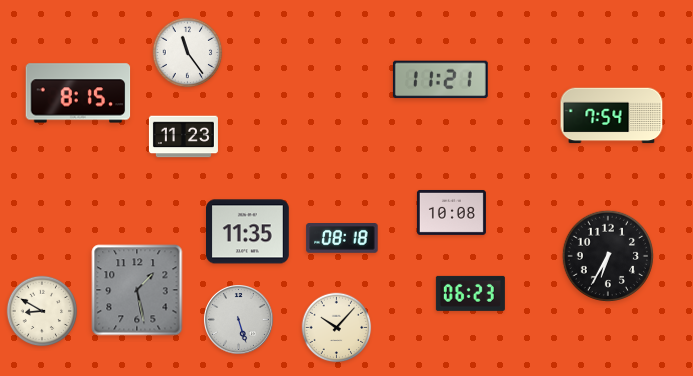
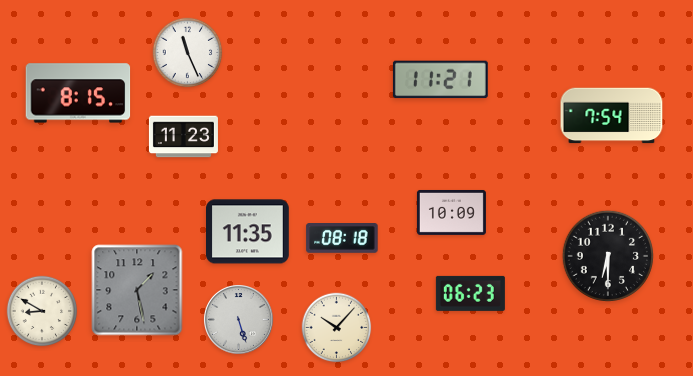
clock at (188, 53): 11:24 -> 11:26
clock at (451, 212): 10:08 -> 10:09
clock at (607, 255): 6:35 -> 6:30
